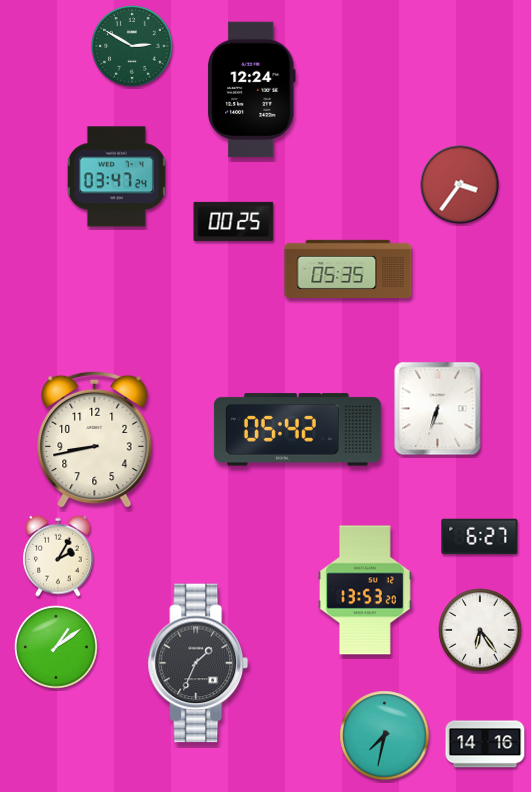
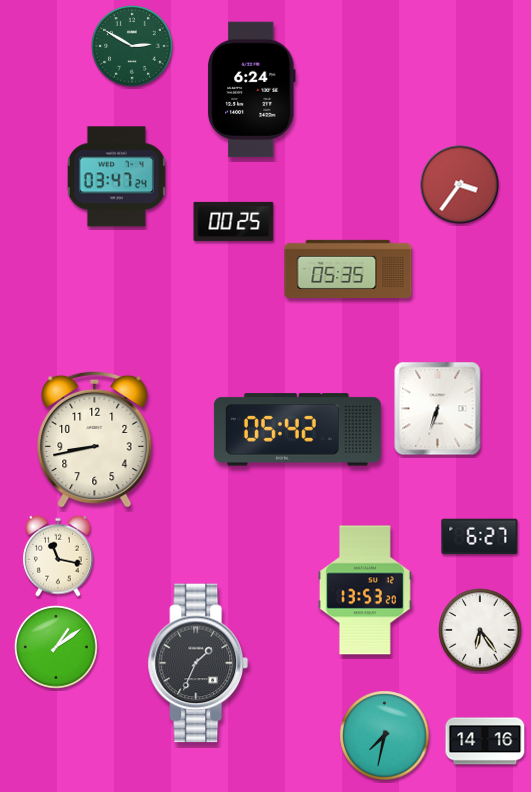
clock at (252, 90): 12:24 -> 6:24
clock at (58, 556): 2:05 -> 11:17
clock at (485, 744) position: (485, 744) -> (485, 741)
